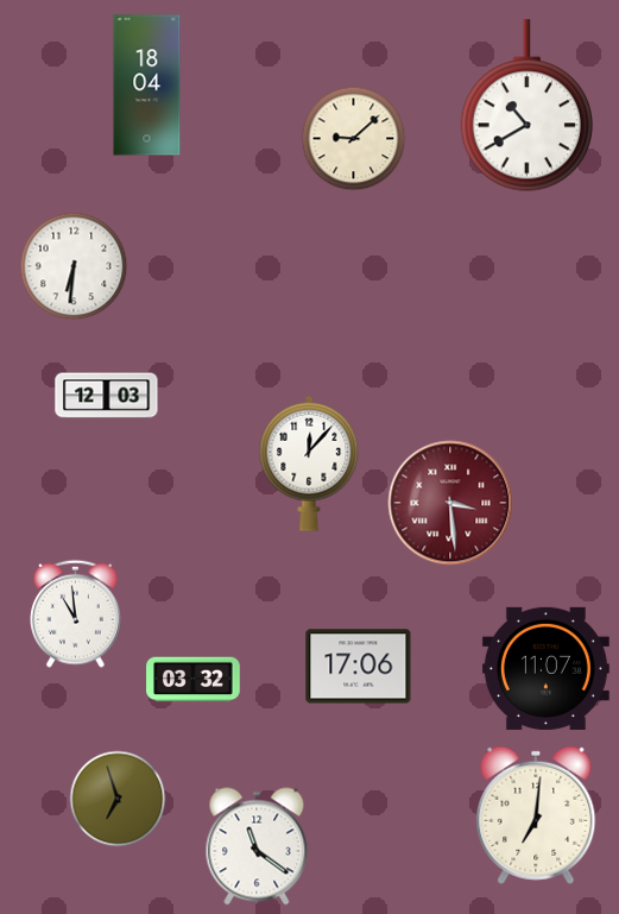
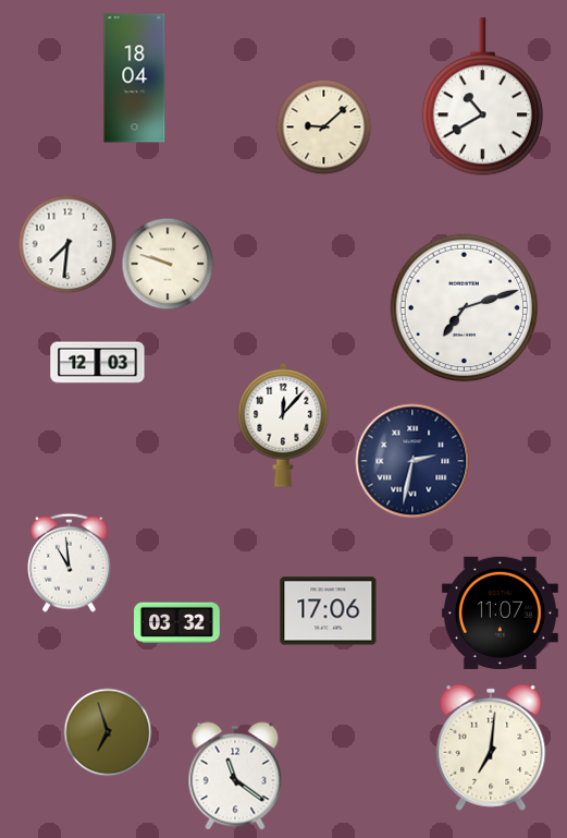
clock at (74, 266): 6:31 -> 7:31
clock at (168, 264): none -> 9:48
clock at (465, 308): none -> 7:12
clock at (450, 503): 3:29 -> 2:32
clock at (450, 503) dial: burgundy -> navy
